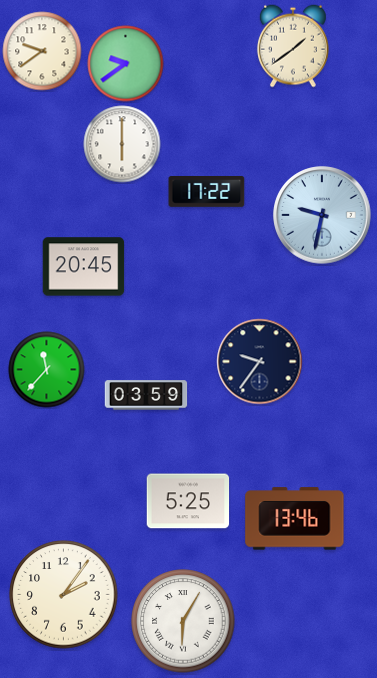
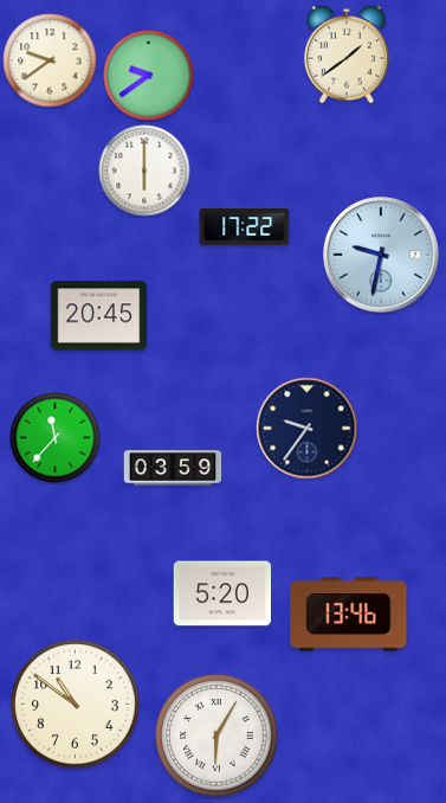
clock at (188, 501): 5:25 -> 5:20
clock at (64, 595): 2:06 -> 10:51
